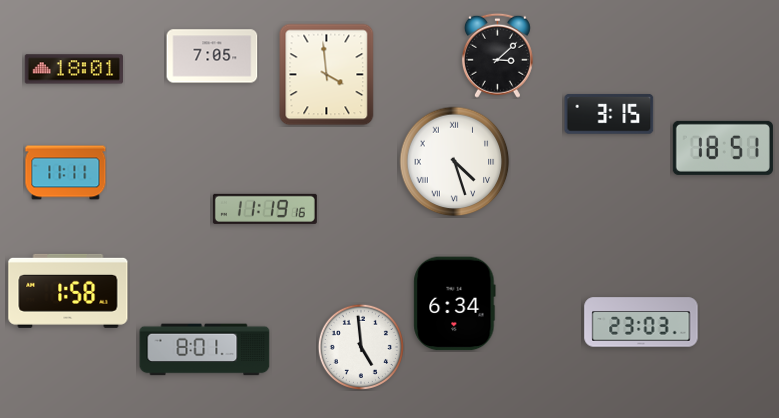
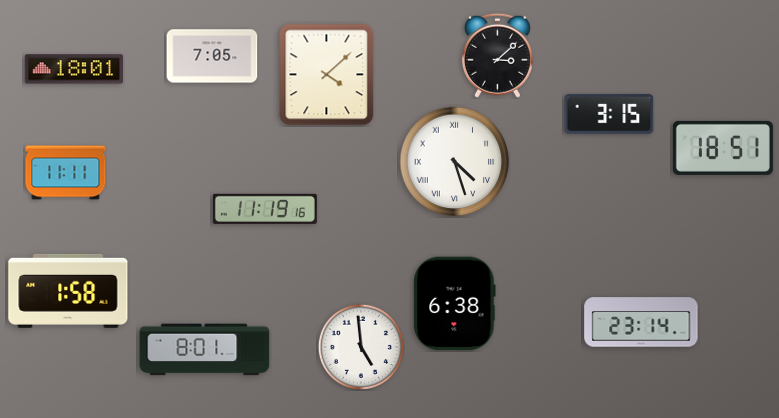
clock at (327, 75): 3:59 -> 4:08
clock at (455, 304): 6:34 -> 6:38
clock at (641, 322): 23:03 -> 23:14
